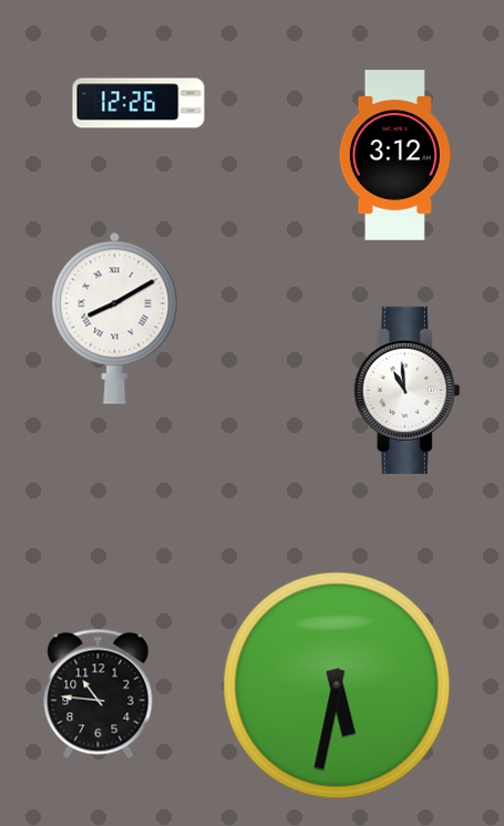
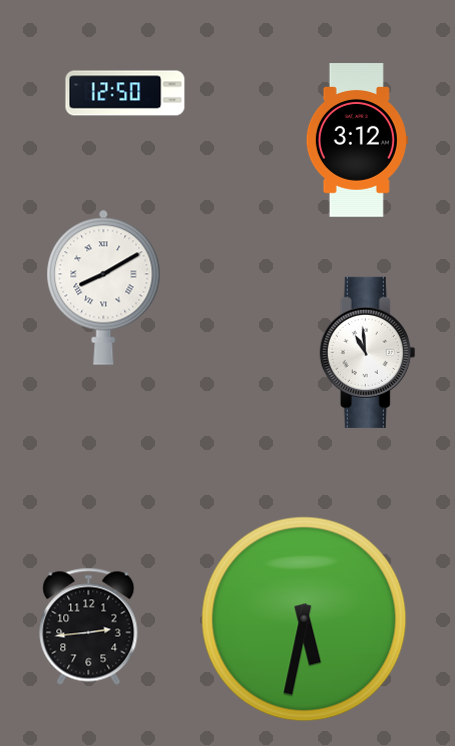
clock at (138, 103): 12:26 -> 12:50
clock at (99, 693): 10:46 -> 2:44
